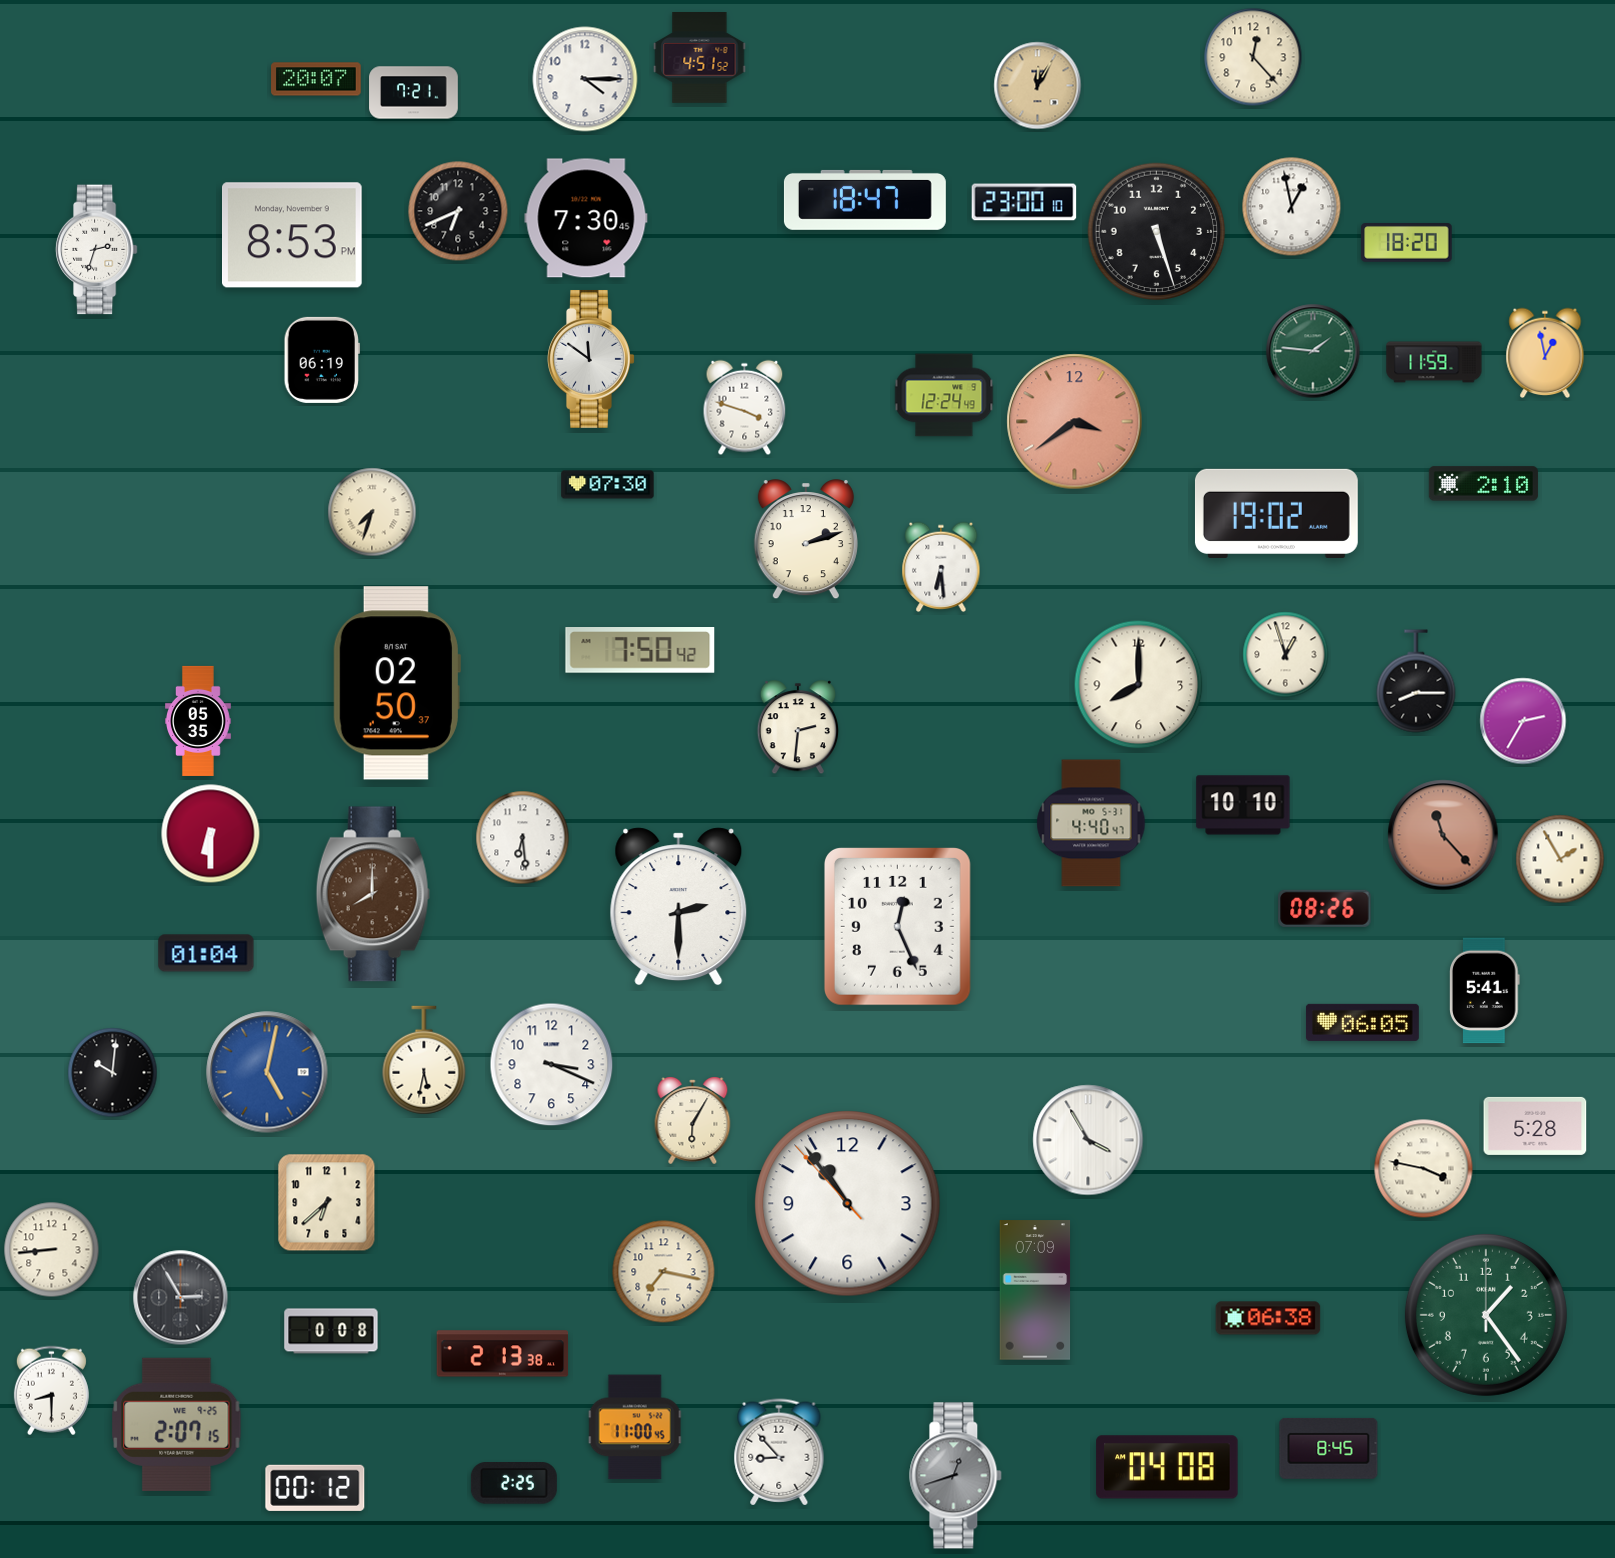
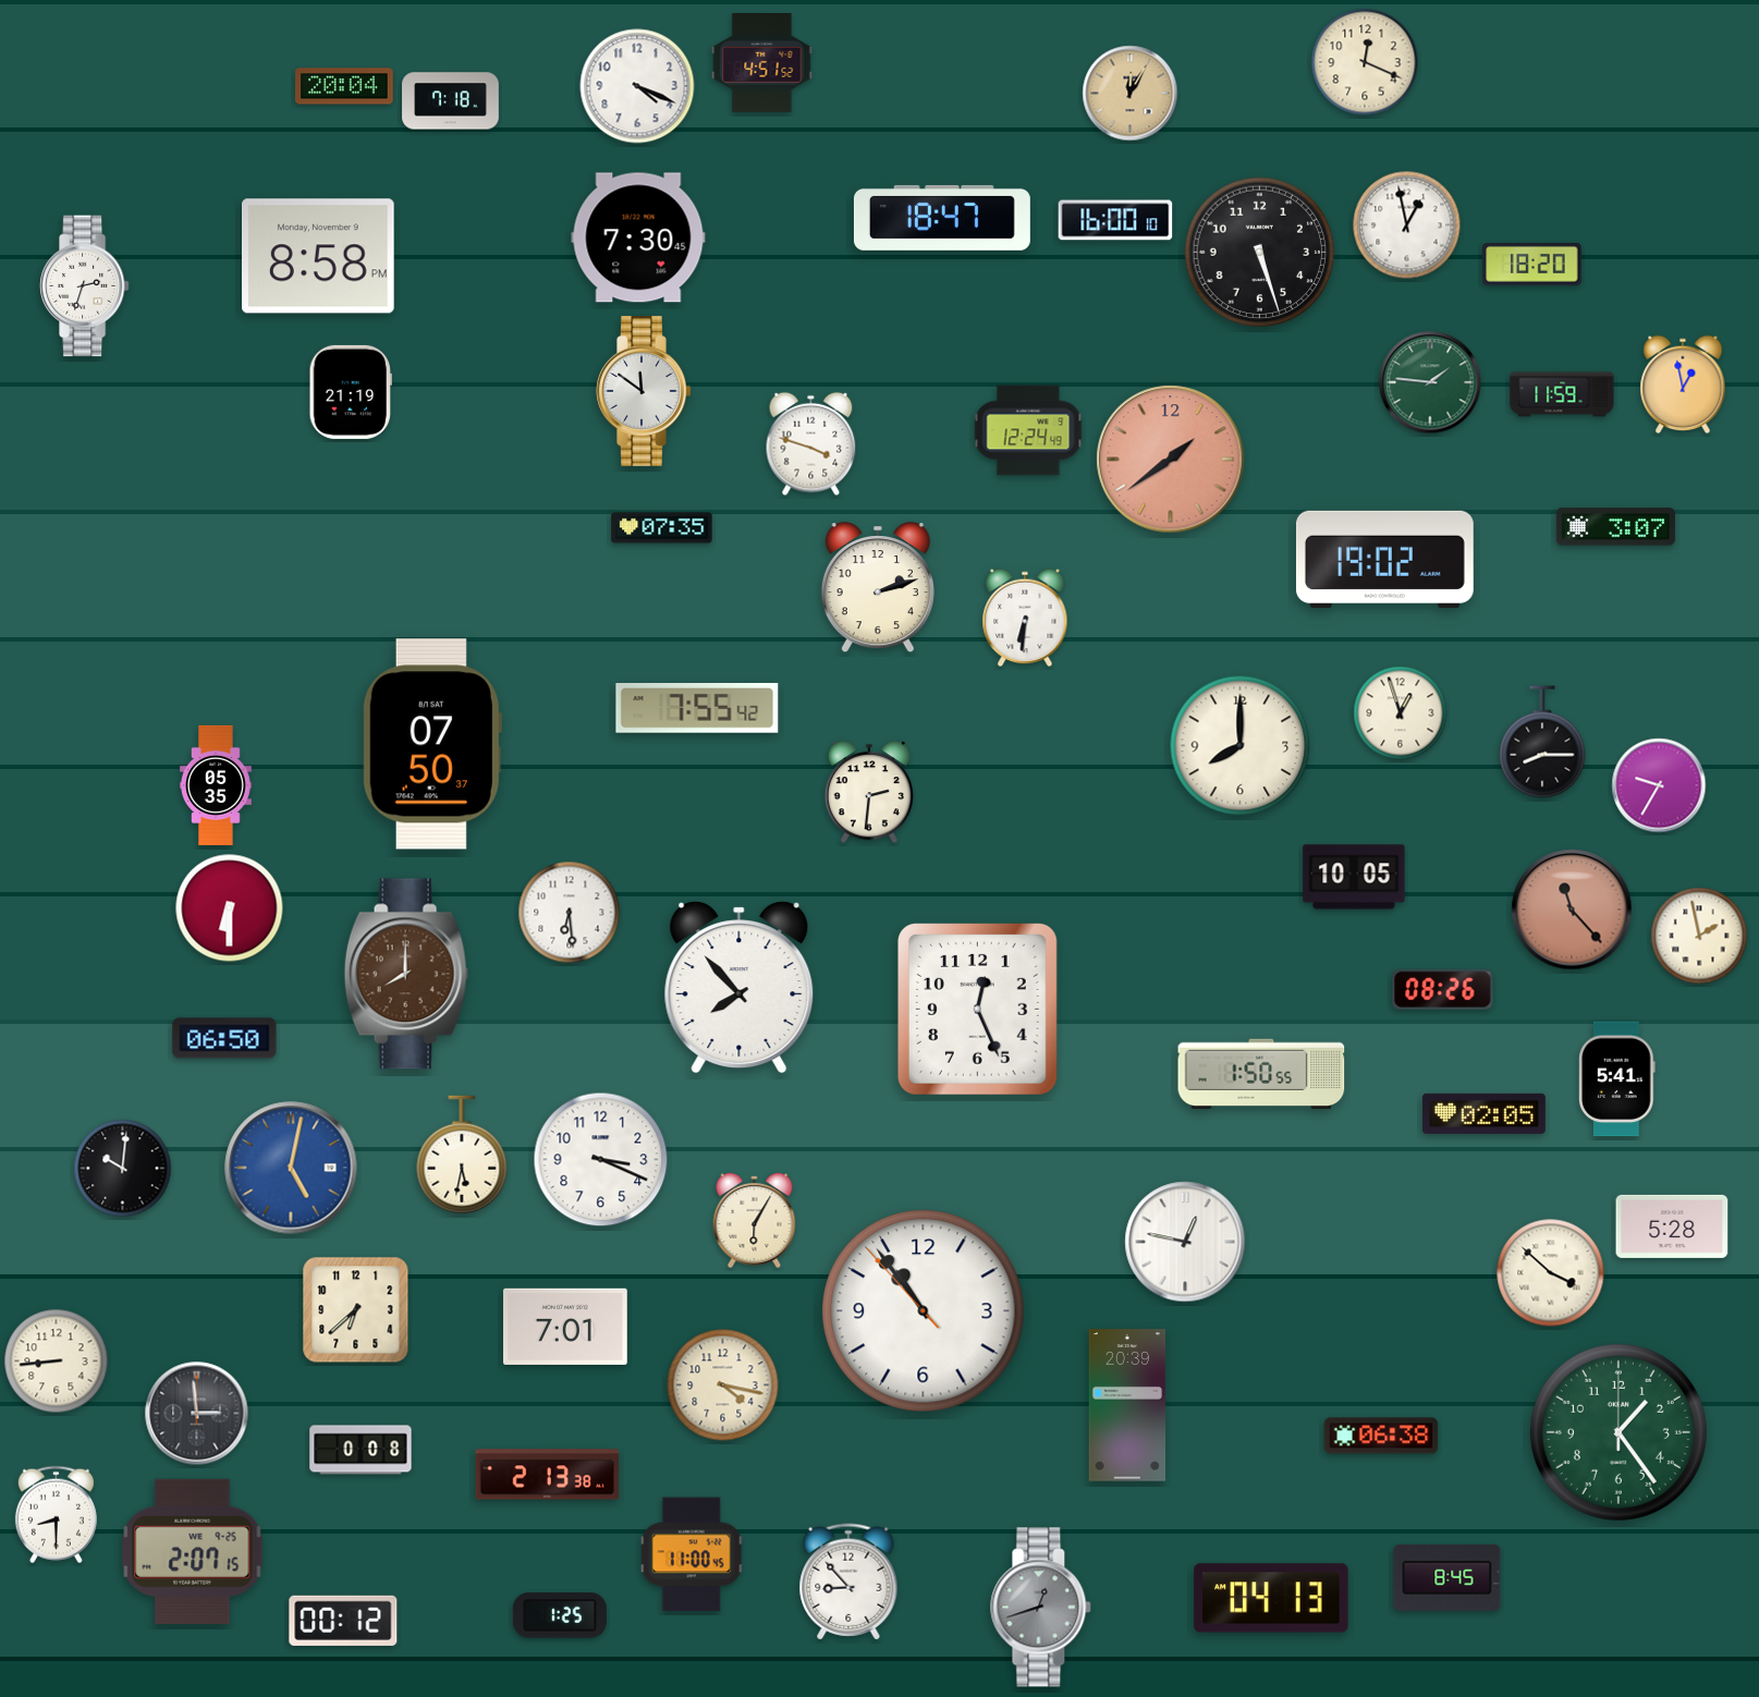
clock at (1253, 57): 12:23 -> 12:19
clock at (316, 79): 20:07 -> 20:04
clock at (585, 79): 4:15 -> 4:19
clock at (414, 93): 7:21 -> 7:18
clock at (1024, 202): 23:00 -> 16:00
clock at (458, 211): 6:41 -> none
clock at (293, 235): 8:53 -> 8:58
clock at (96, 250) position: (96, 250) -> (84, 286)
clock at (322, 360): 06:19 -> 21:19
clock at (1075, 422): 3:39 -> 1:39
clock at (1483, 484): 2:10 -> 3:07
clock at (608, 485): 07:30 -> 07:35
clock at (372, 512): 7:33 -> none
clock at (1276, 513) position: (1276, 513) -> (1384, 559)
clock at (941, 567): 6:29 -> 6:31
clock at (640, 651): 7:50 -> 7:55
clock at (397, 683): 02:50 -> 07:50
clock at (1523, 721): 2:35 -> 9:35
clock at (1243, 805): 10:10 -> 10:05
clock at (1091, 823): 4:40 -> none
clock at (1560, 859): 1:55 -> 1:58
clock at (679, 907): 2:30 -> 7:53
clock at (206, 953): 01:04 -> 06:50
clock at (1261, 1074): none -> 1:50
clock at (1362, 1022): 06:05 -> 02:05
clock at (1088, 1140): 3:55 -> 12:47
clock at (1424, 1169): 3:47 -> 3:52
clock at (566, 1327): none -> 7:01
clock at (664, 1272): 7:17 -> 4:17
clock at (1035, 1290): 07:09 -> 20:39
clock at (181, 1298): 2:55 -> 2:59
clock at (1167, 1467): 04:08 -> 04:13
clock at (514, 1483): 2:25 -> 1:25
